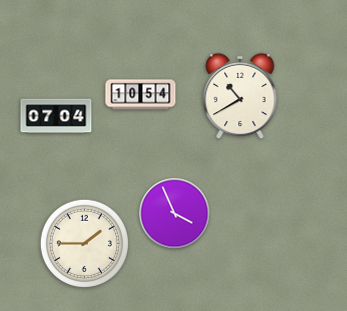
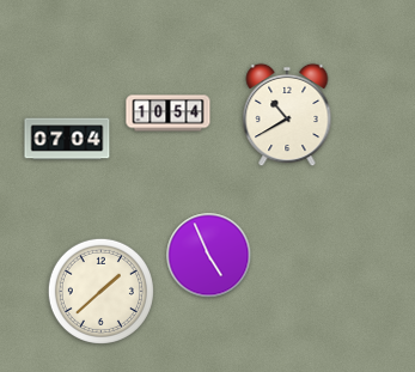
clock at (175, 214): 3:56 -> 4:56
clock at (84, 243): 1:45 -> 1:38
